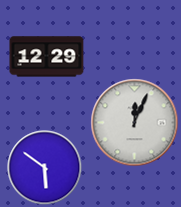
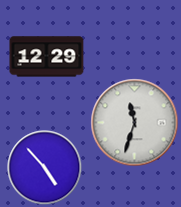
clock at (135, 123): 12:04 -> 11:33
clock at (45, 168): 5:51 -> 4:53
